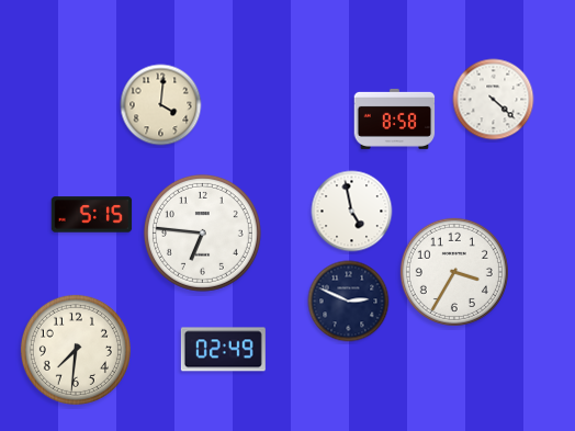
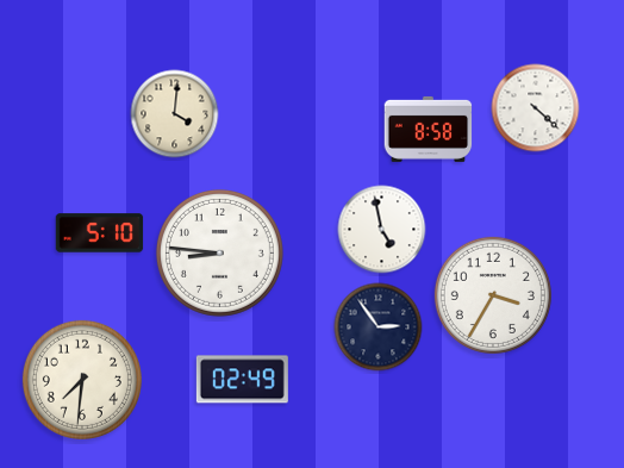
clock at (92, 215): 5:15 -> 5:10
clock at (202, 232): 6:46 -> 8:46
clock at (349, 302): 2:49 -> 2:54
